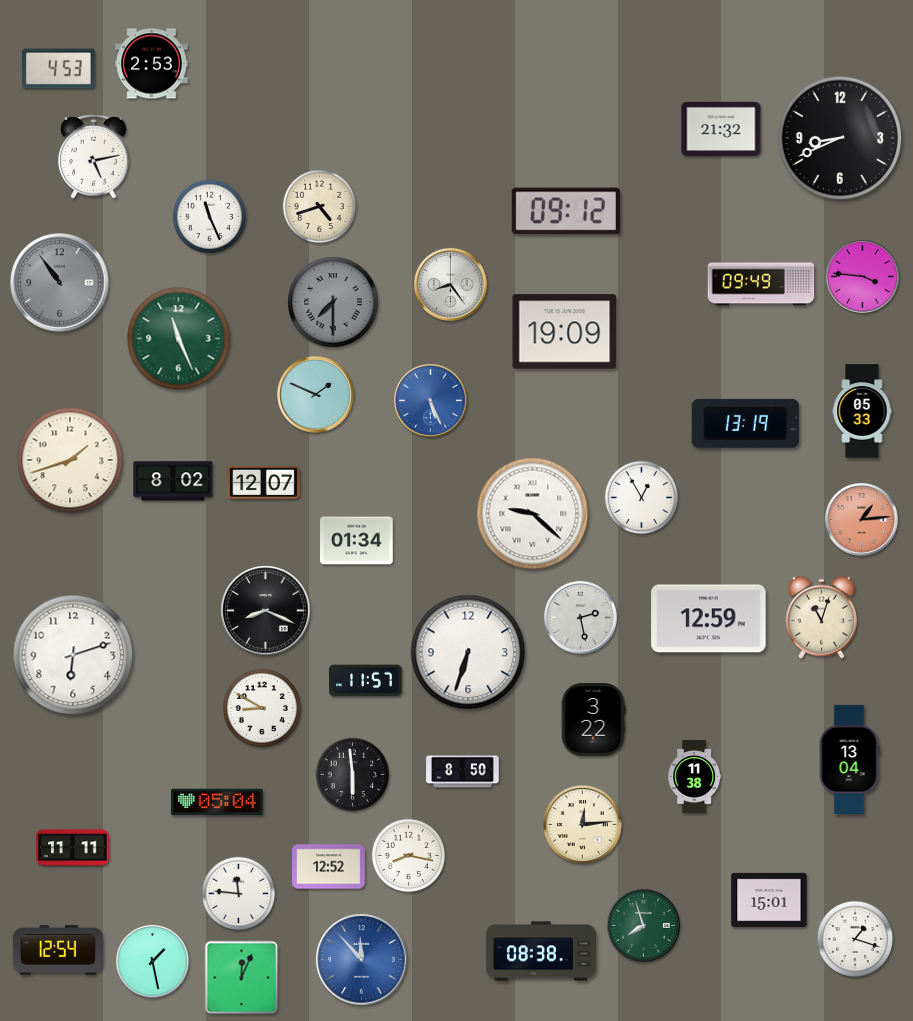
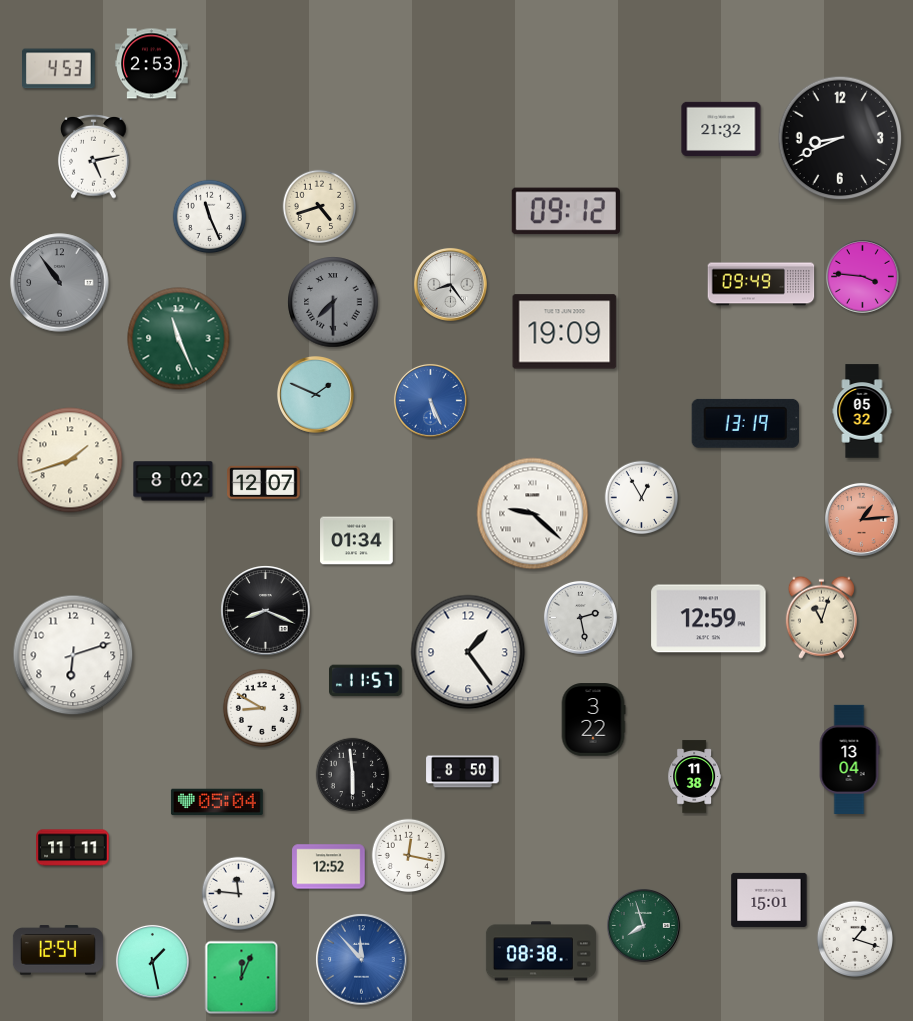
clock at (862, 411): 05:33 -> 05:32
clock at (468, 652): 6:33 -> 1:24
clock at (583, 825): 12:14 -> none
clock at (409, 856): 8:17 -> 12:17
